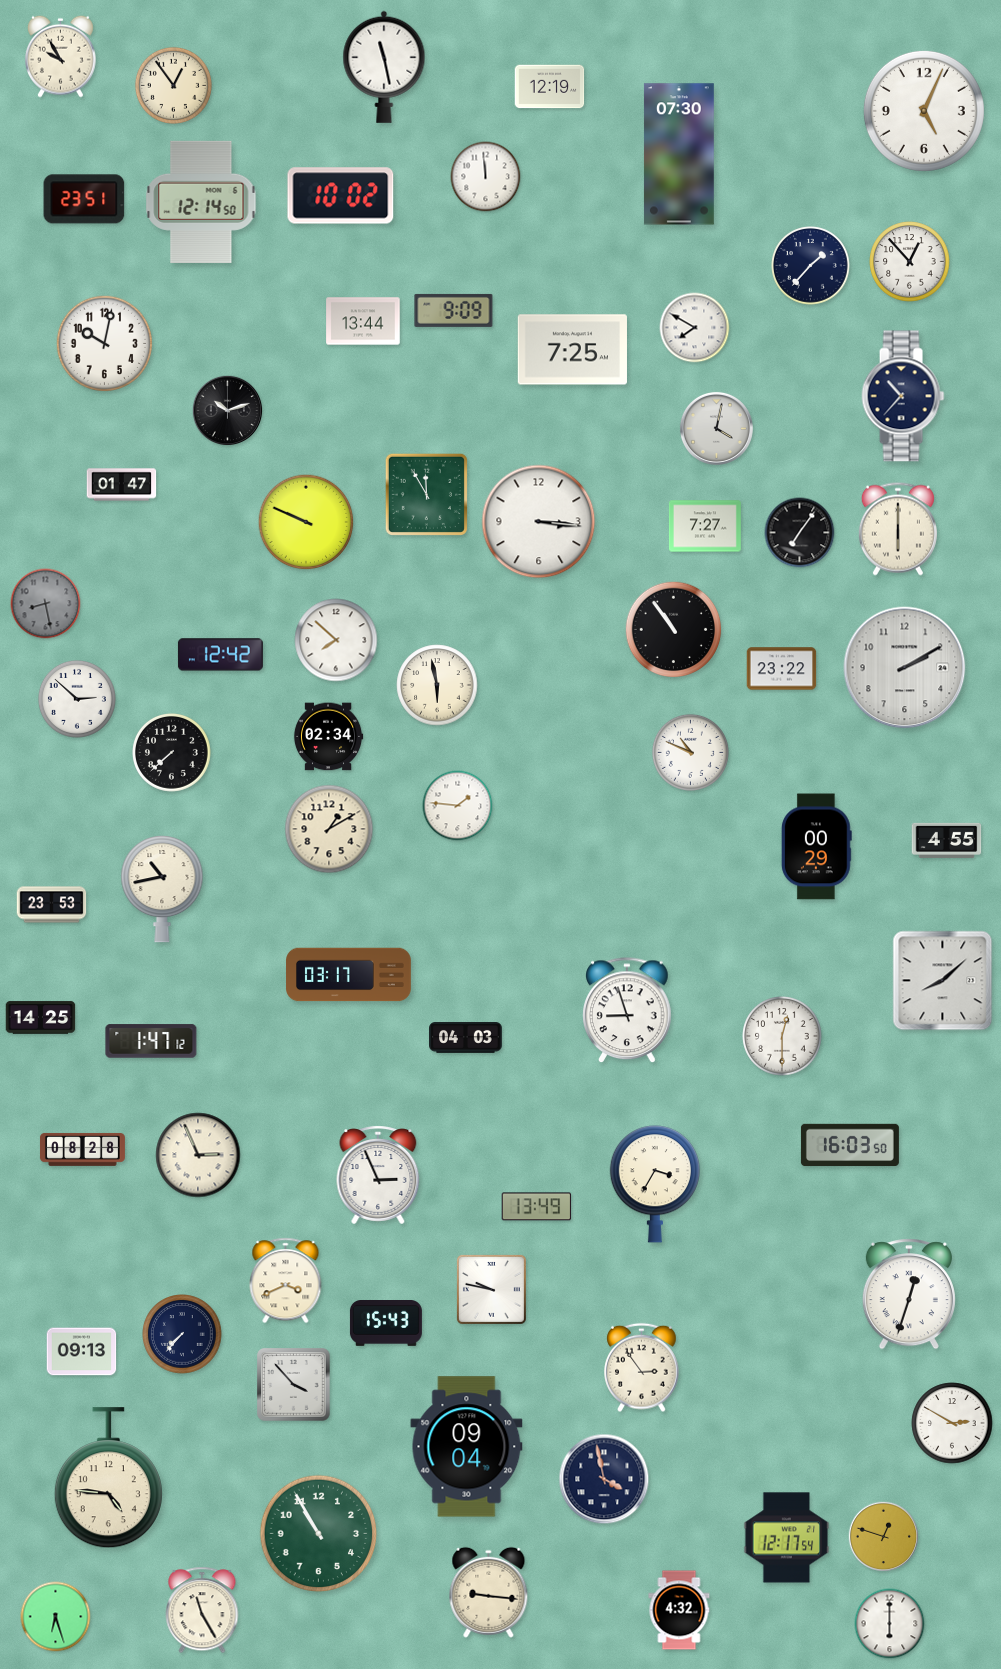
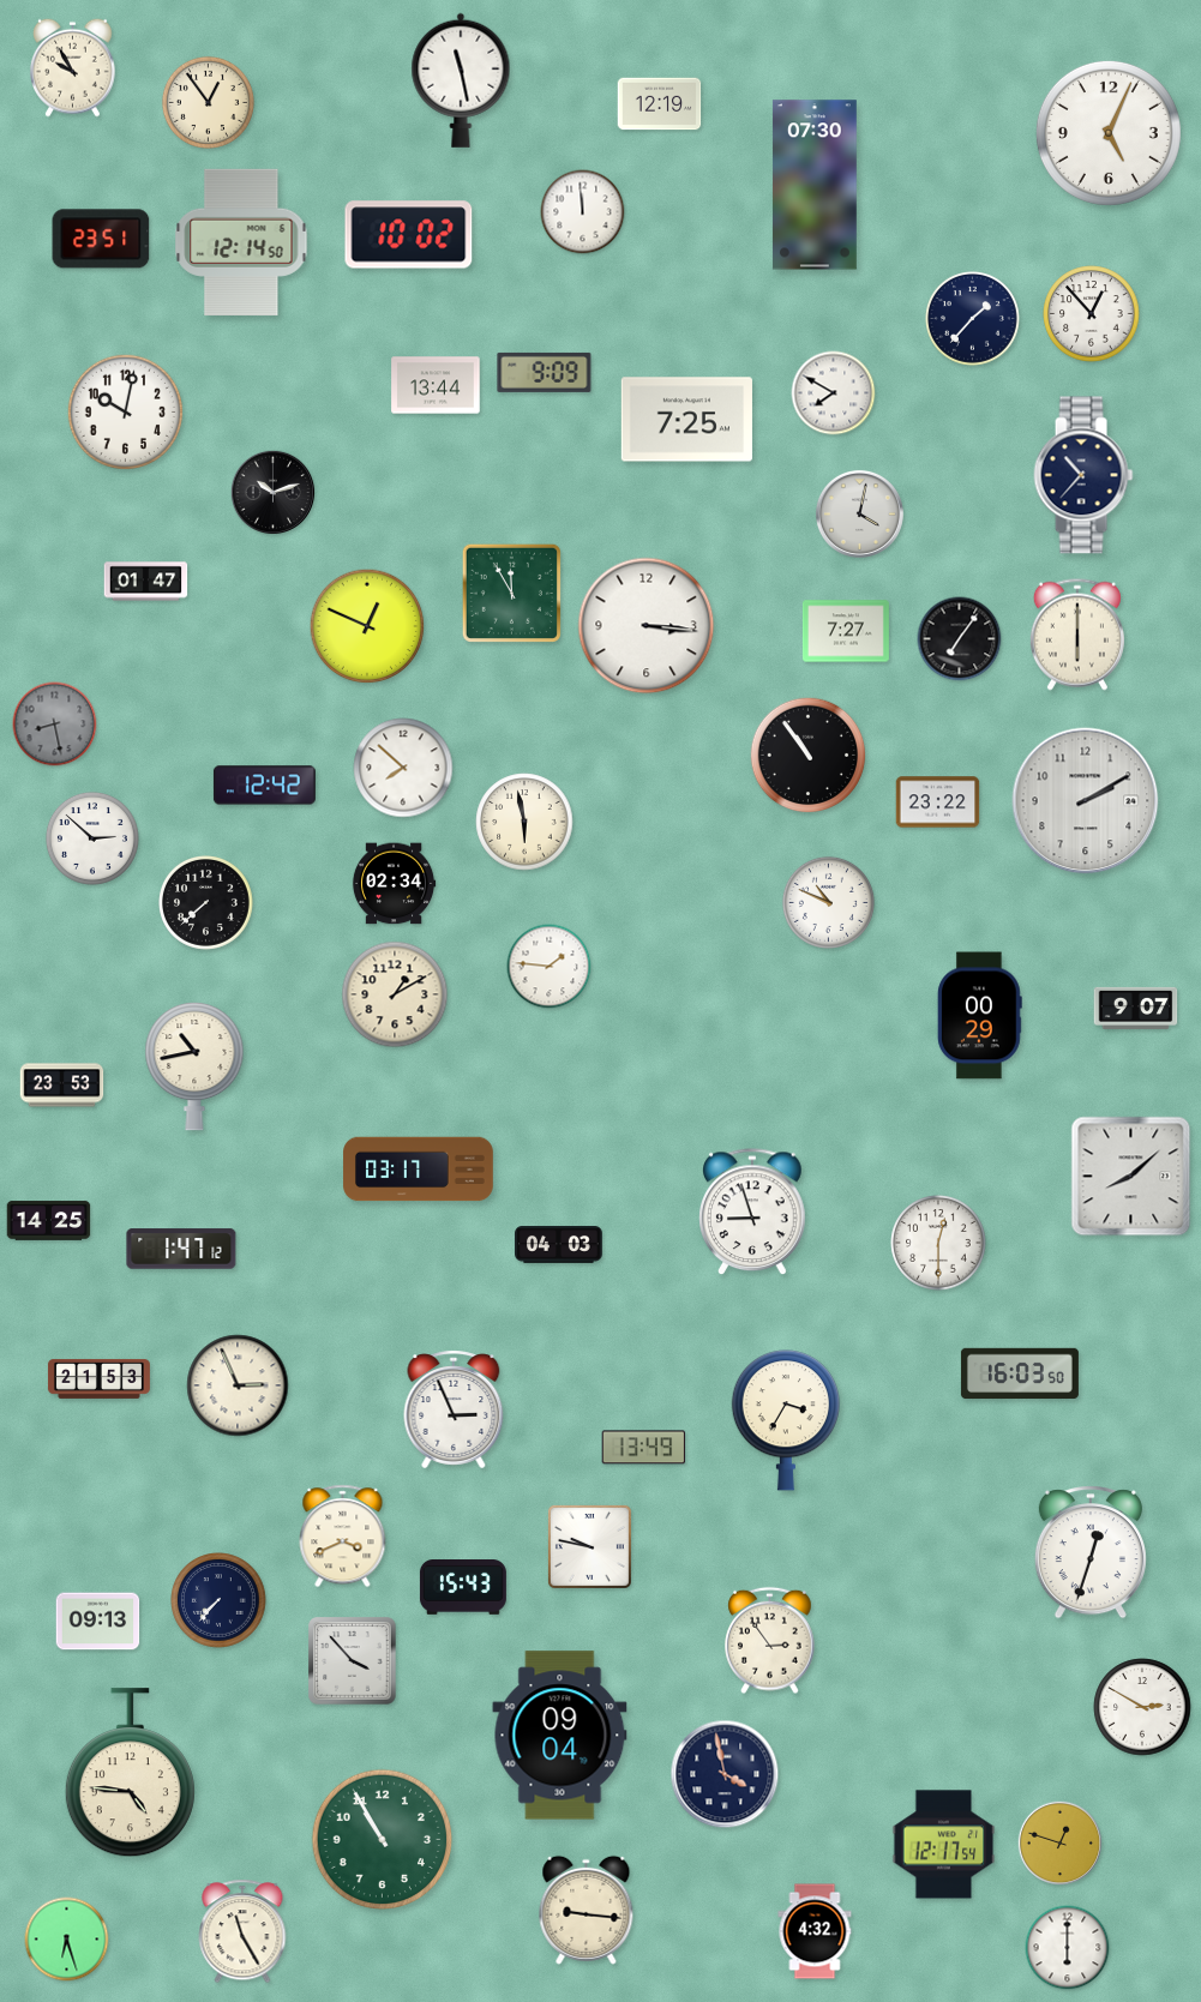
clock at (306, 522): 9:49 -> 12:49
clock at (947, 840): 4:55 -> 9:07
clock at (82, 1150): 08:28 -> 21:53
